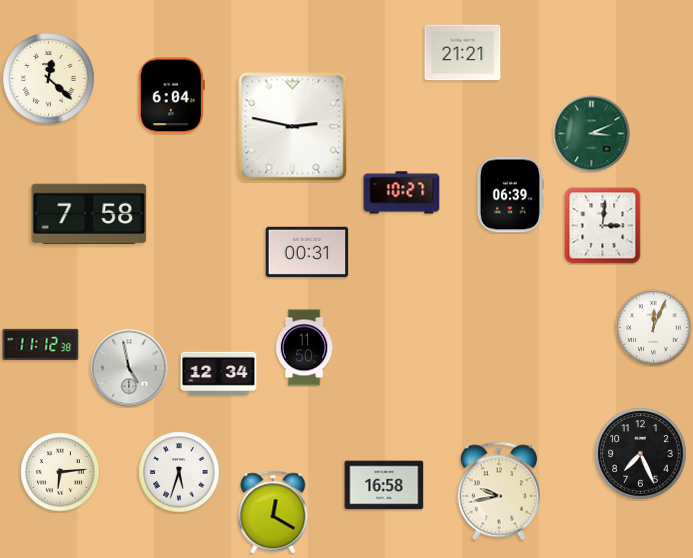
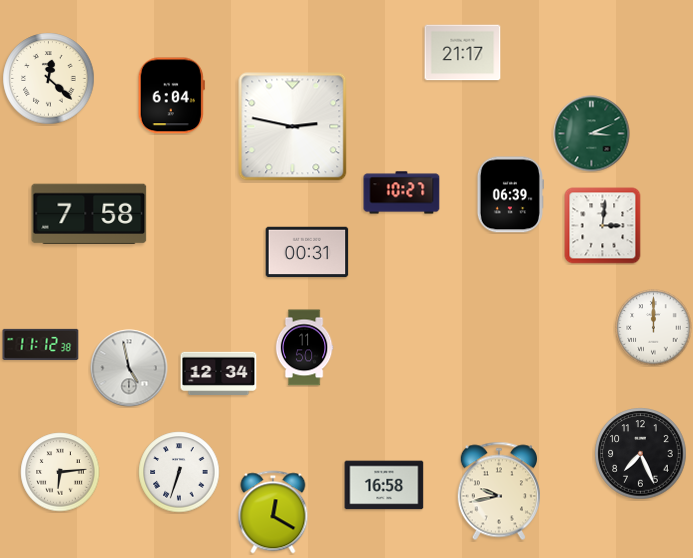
clock at (463, 53): 21:21 -> 21:17
clock at (654, 328): 12:04 -> 12:00
clock at (179, 472): 5:33 -> 6:33
